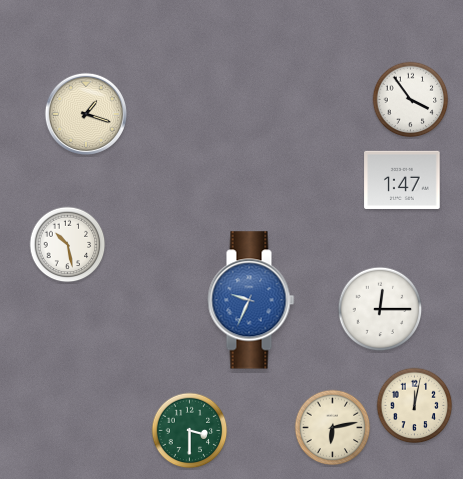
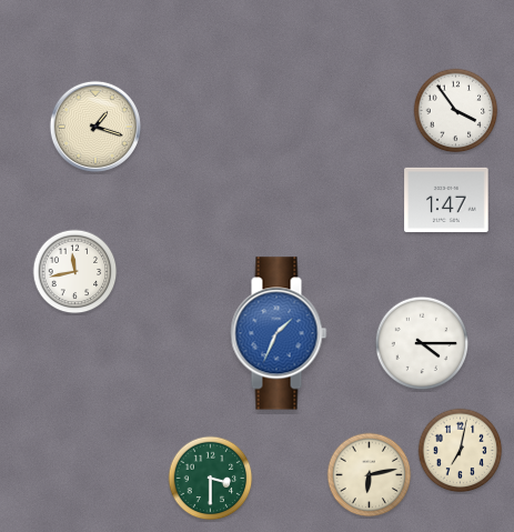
clock at (68, 245): 10:28 -> 11:43
clock at (251, 300): 9:34 -> 1:34
clock at (380, 309): 12:15 -> 4:15
clock at (415, 406): 12:02 -> 7:02
